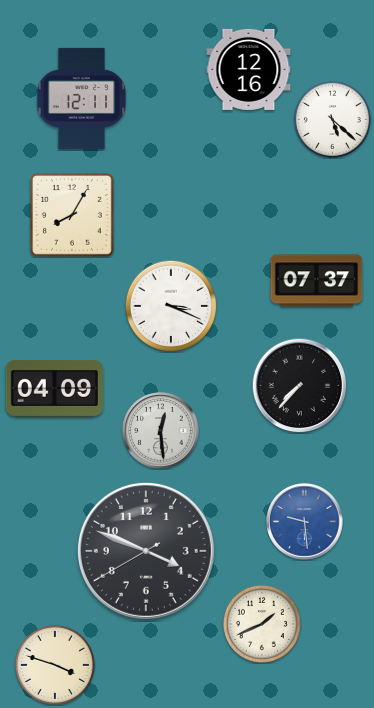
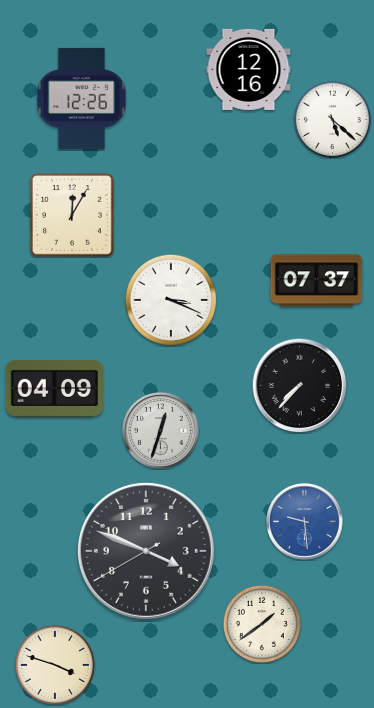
clock at (82, 98): 12:11 -> 12:26
clock at (73, 216): 8:05 -> 12:05
clock at (170, 305) position: (170, 305) -> (170, 299)
clock at (161, 431): 12:29 -> 12:33
clock at (262, 624): 1:41 -> 1:39
